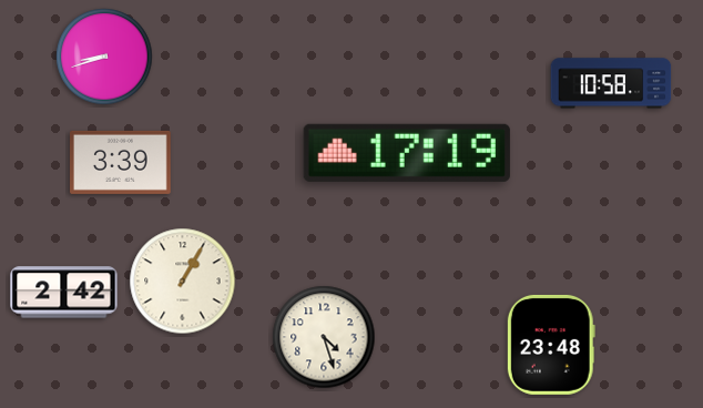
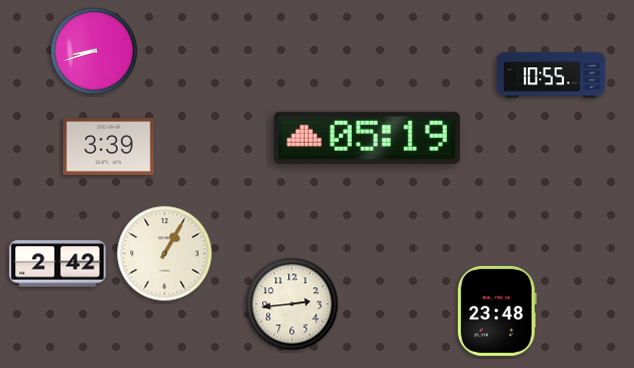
clock at (611, 83): 10:58 -> 10:55
clock at (407, 153): 17:19 -> 05:19
clock at (324, 337): 4:27 -> 2:44
